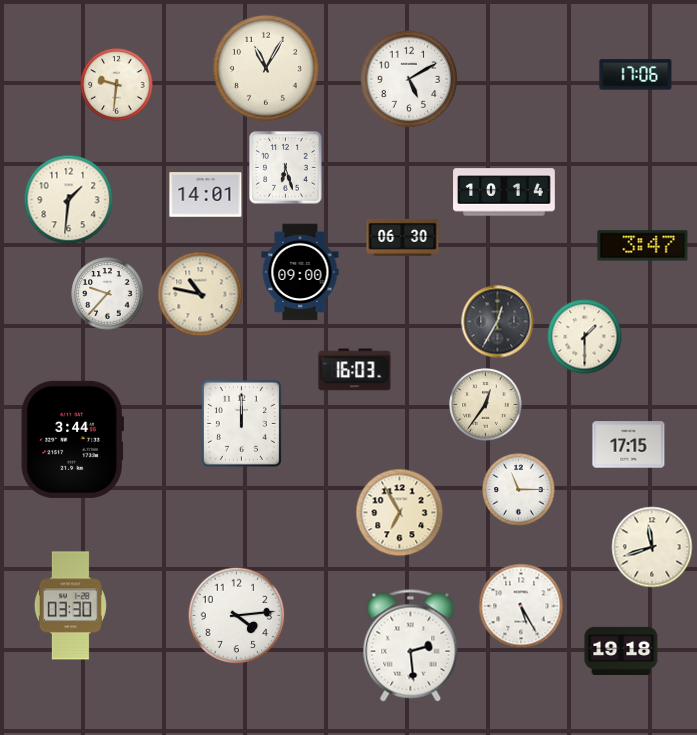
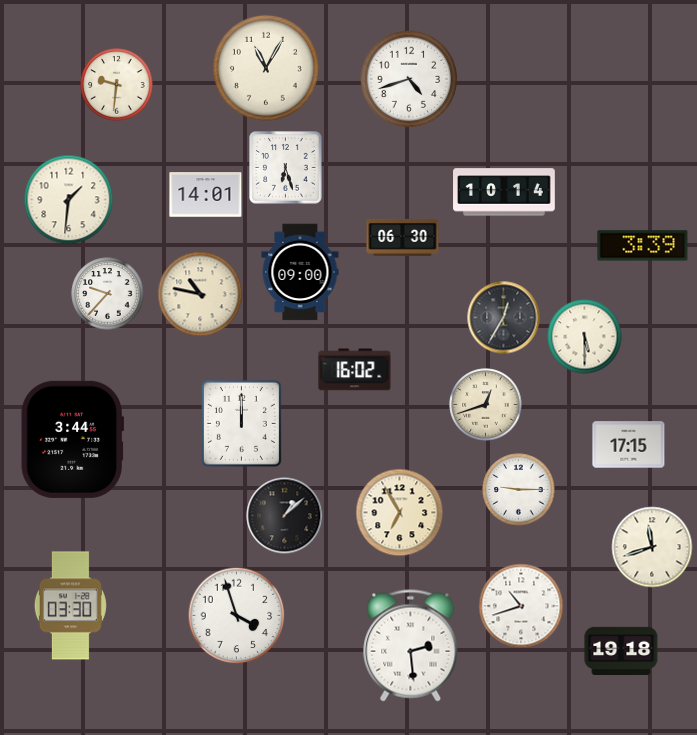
clock at (636, 75): 17:06 -> none
clock at (409, 79): 5:10 -> 4:42
clock at (643, 246): 3:47 -> 3:39
clock at (498, 322) position: (498, 322) -> (504, 318)
clock at (585, 337): 1:30 -> 5:30
clock at (355, 370): 16:03 -> 16:02
clock at (486, 405): 12:36 -> 12:42
clock at (519, 490): 11:15 -> 9:15
clock at (285, 516): none -> 1:08
clock at (521, 606): 5:25 -> 10:42
clock at (237, 616): 4:14 -> 3:57
